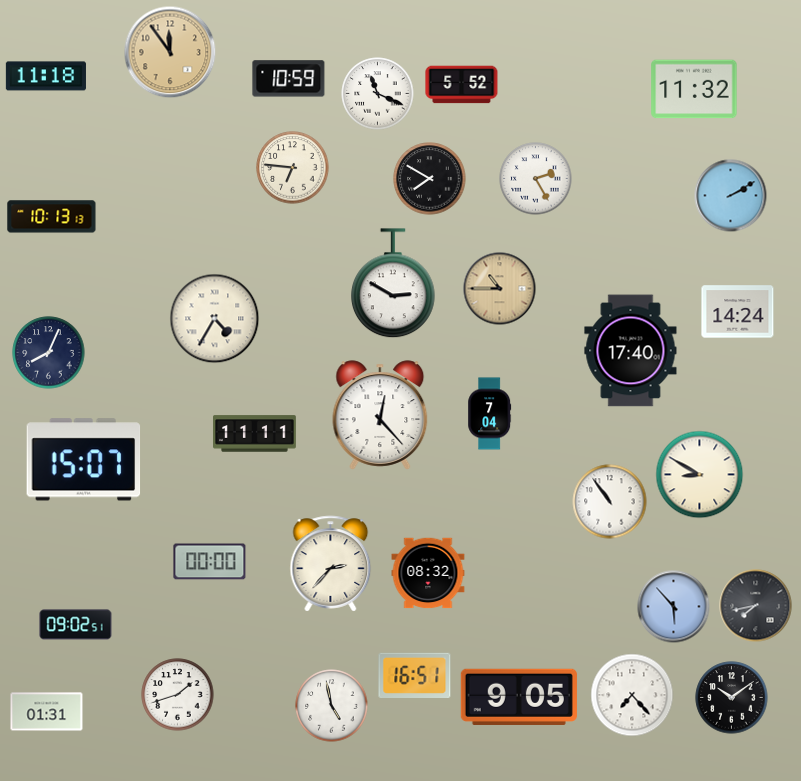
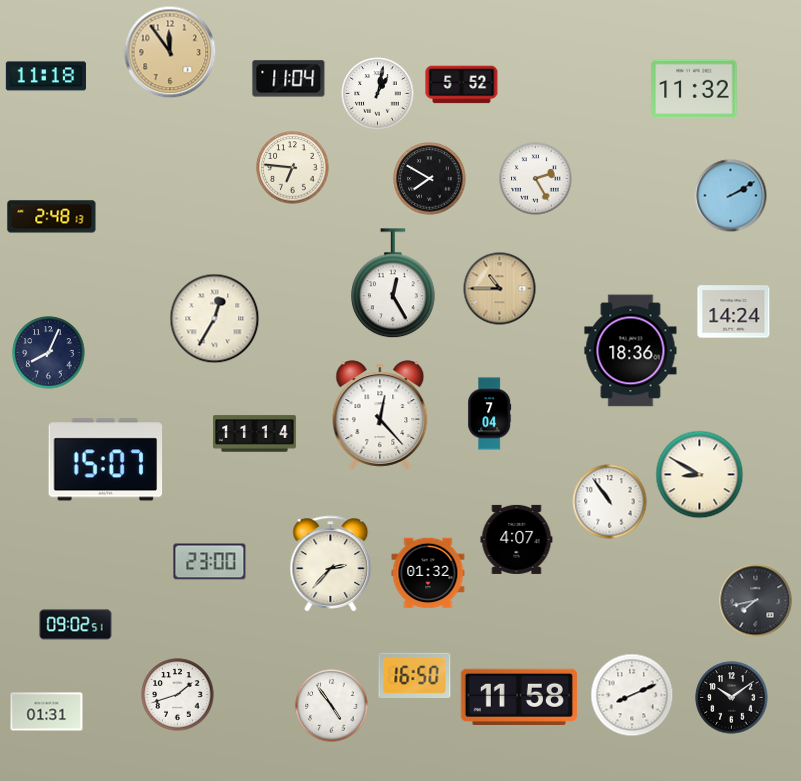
clock at (289, 79): 10:59 -> 11:04
clock at (378, 94): 11:19 -> 1:02
clock at (52, 217): 10:13 -> 2:48
clock at (394, 284): 2:50 -> 12:25
clock at (738, 312) position: (738, 312) -> (734, 312)
clock at (215, 319): 4:35 -> 12:35
clock at (631, 351): 17:40 -> 18:36
clock at (255, 434): 11:11 -> 11:14
clock at (84, 460) position: (84, 460) -> (106, 460)
clock at (517, 539): none -> 4:07
clock at (210, 562): 00:00 -> 23:00
clock at (428, 573): 08:32 -> 01:32
clock at (756, 606) position: (756, 606) -> (756, 601)
clock at (674, 607): 5:53 -> none
clock at (415, 675): 16:51 -> 16:50
clock at (632, 695): 7:23 -> 8:11
clock at (519, 697): 9:05 -> 11:58
clock at (332, 706): 4:58 -> 4:54
